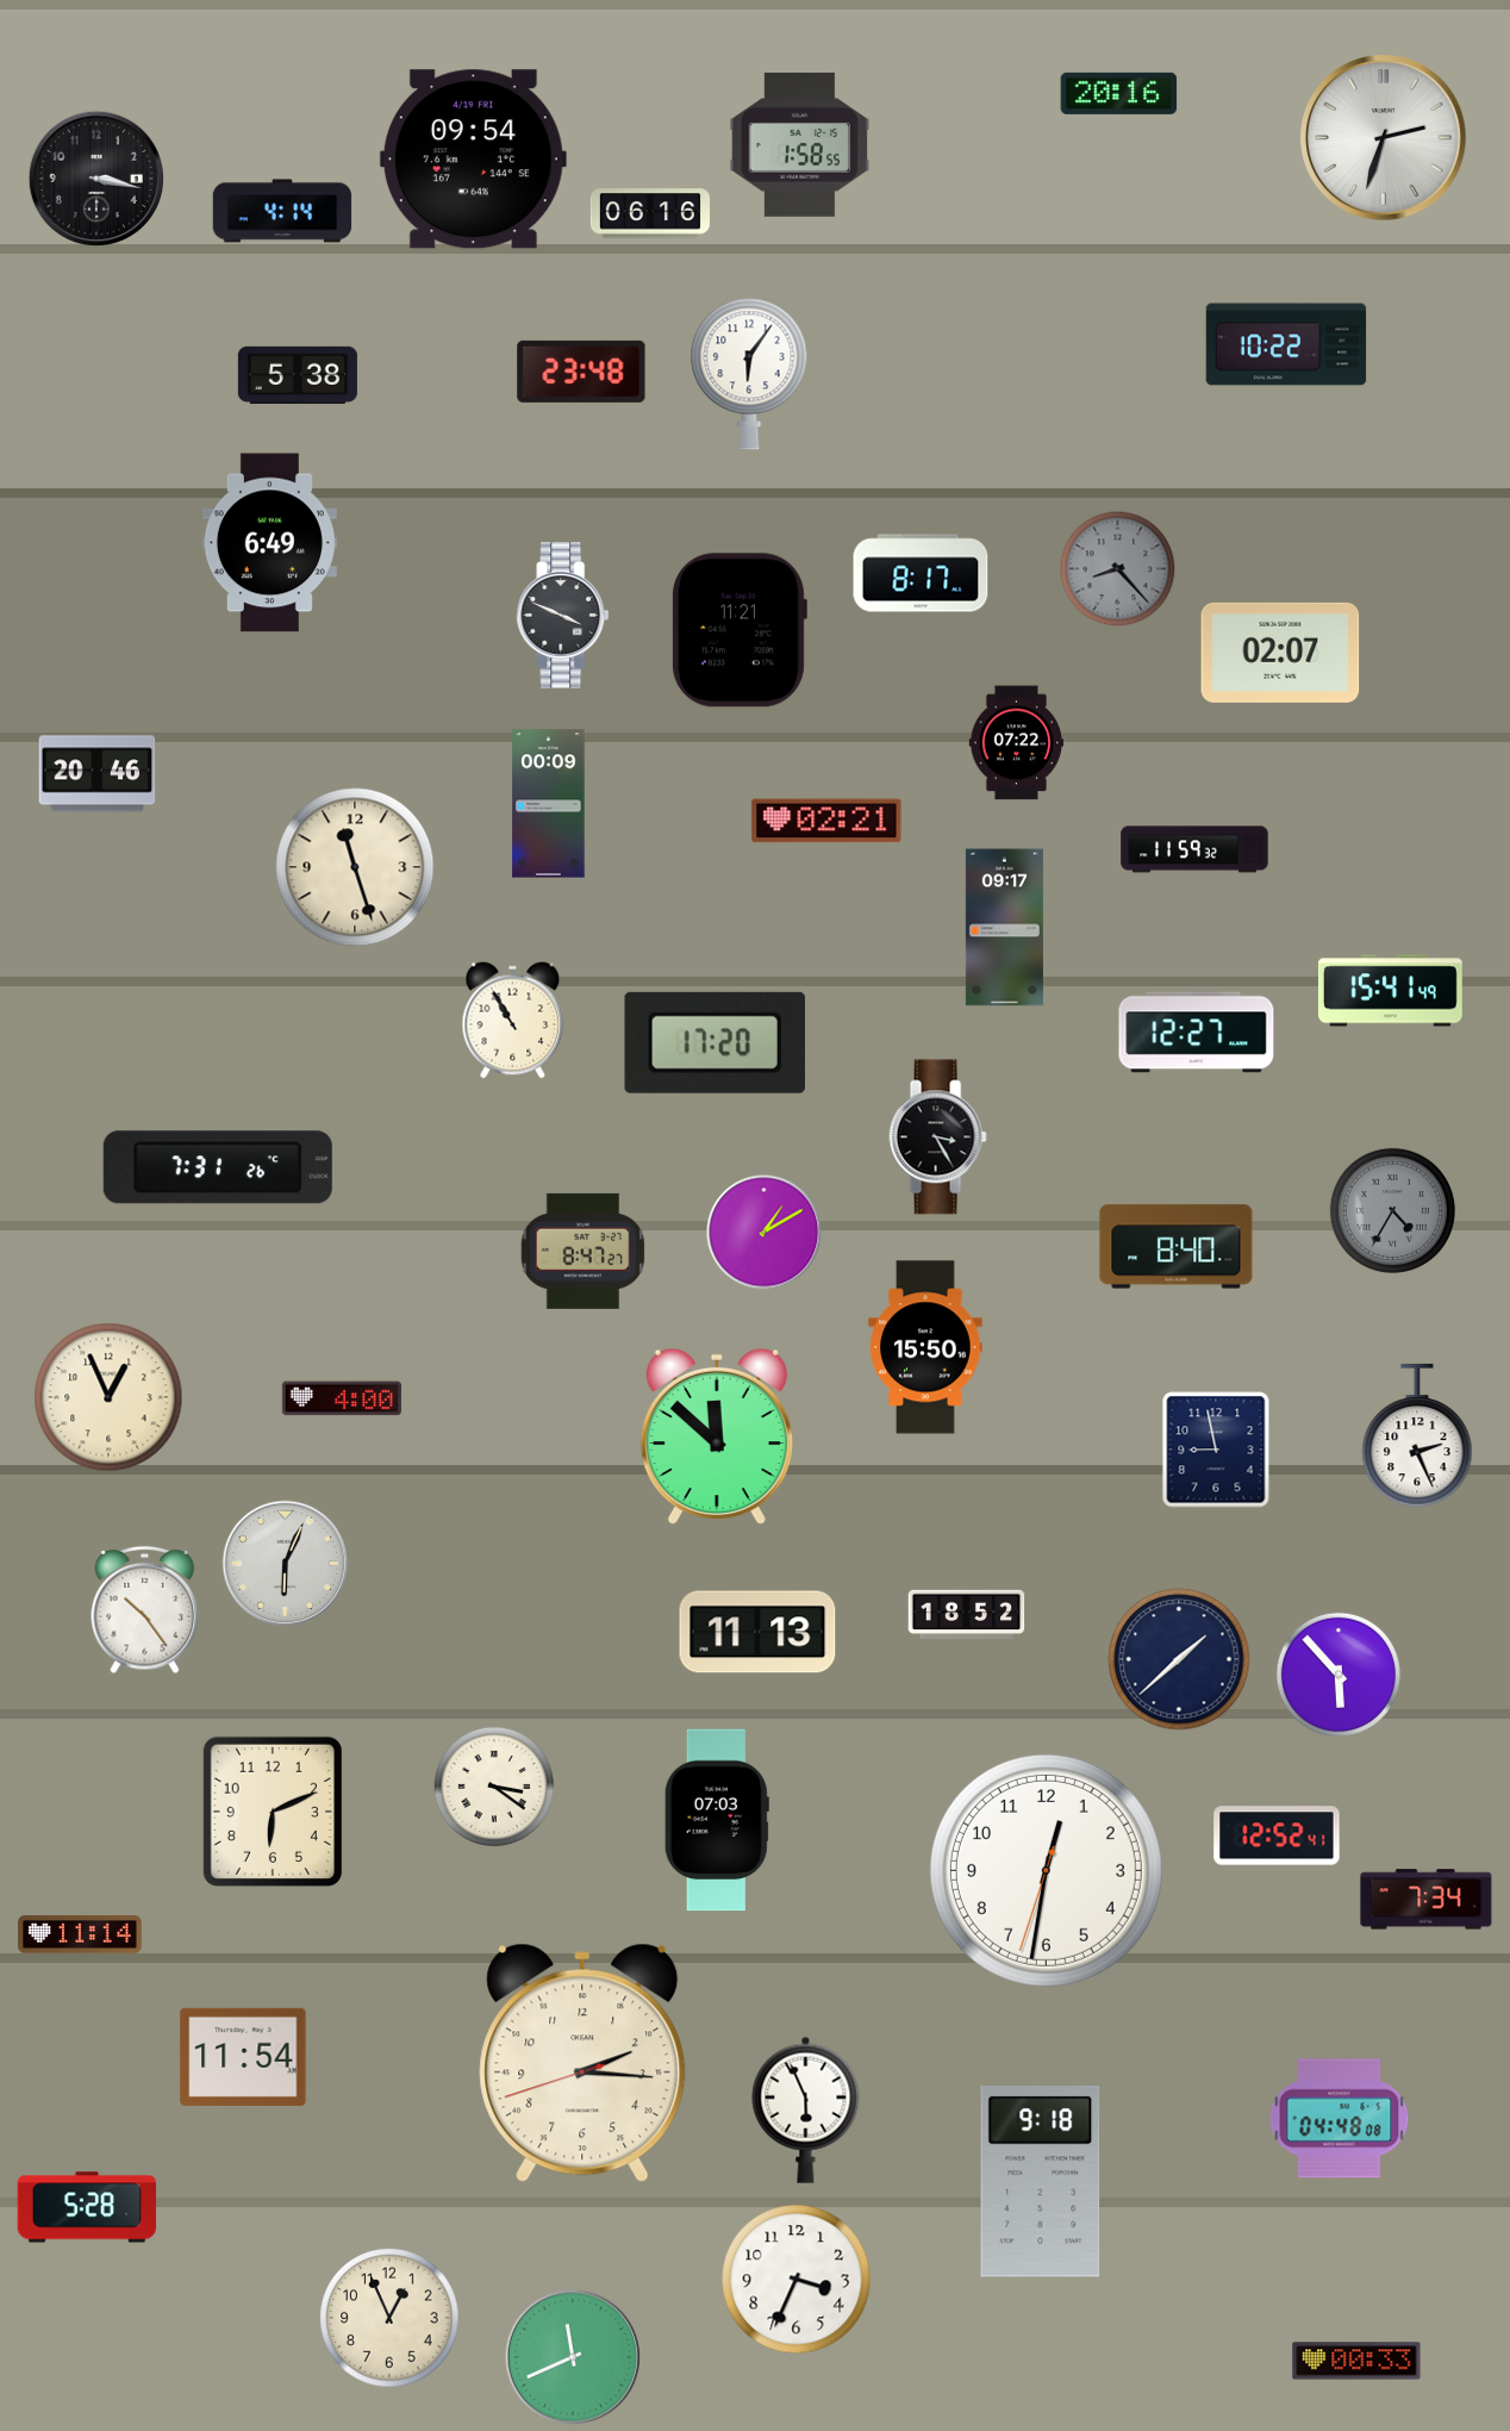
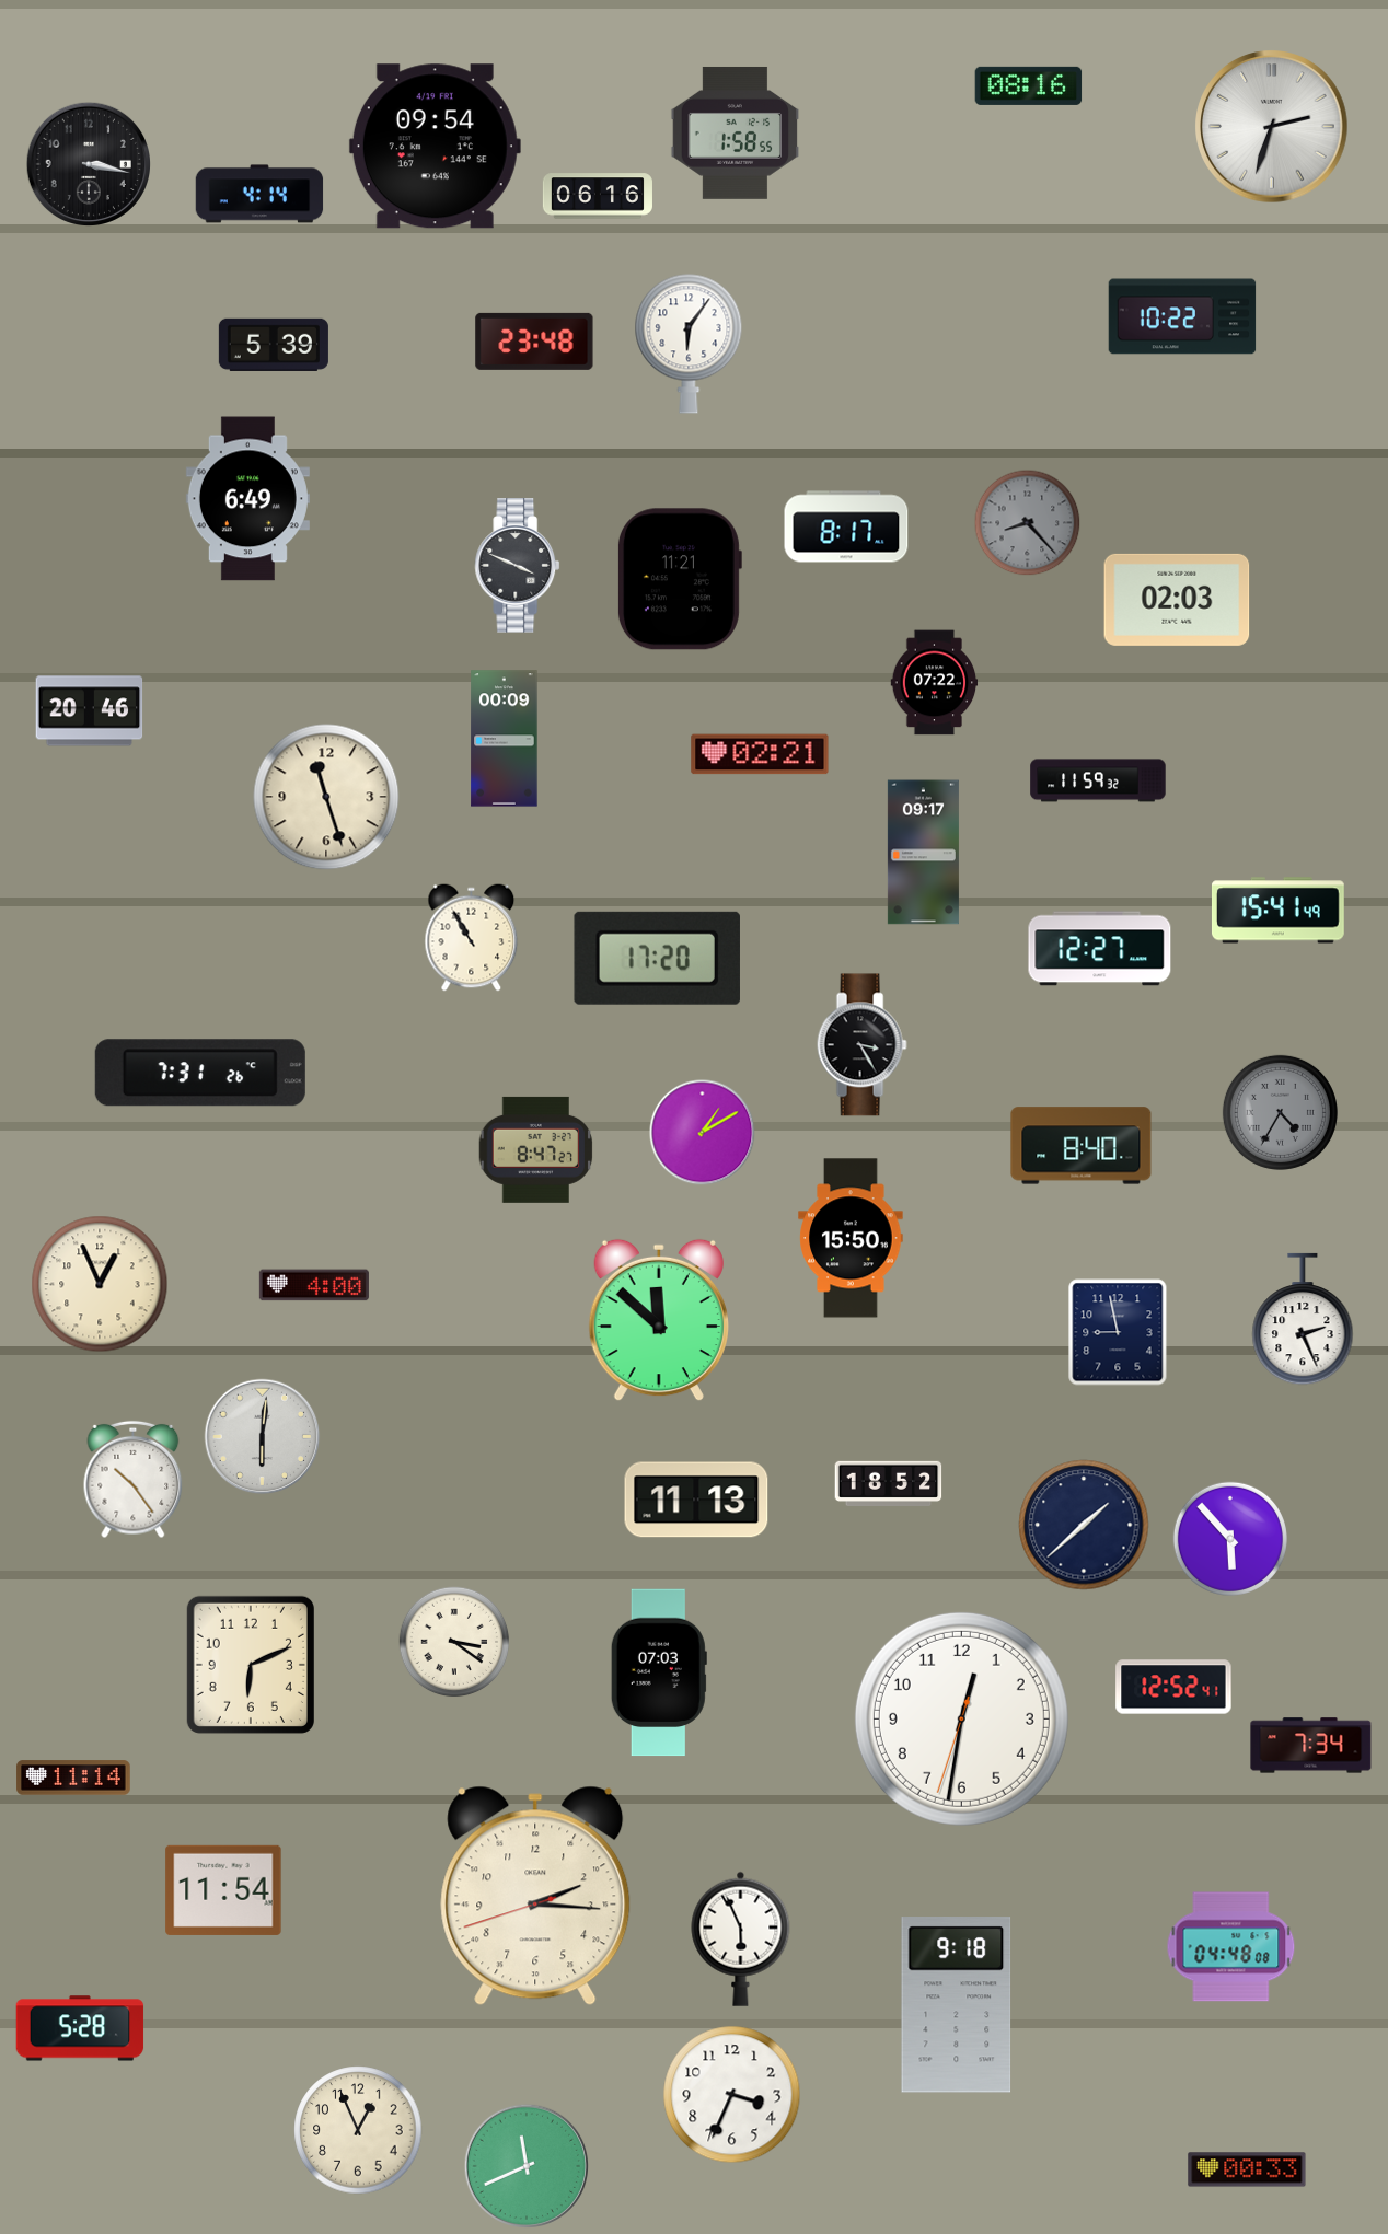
clock at (1119, 93): 20:16 -> 08:16
clock at (298, 375): 5:38 -> 5:39
clock at (1280, 653): 02:07 -> 02:03
clock at (286, 1564): 6:04 -> 6:01
